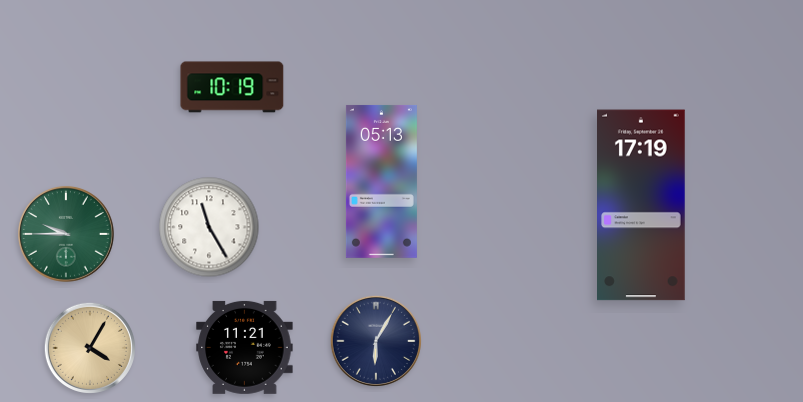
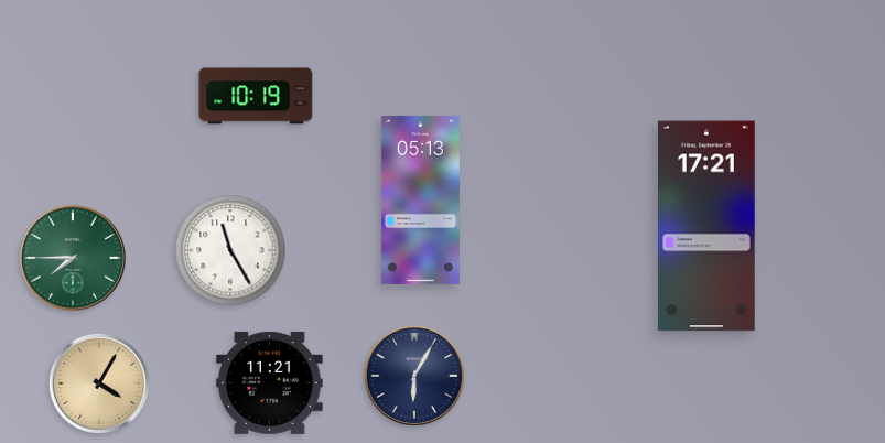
clock at (642, 205): 17:19 -> 17:21
clock at (66, 234): 9:45 -> 7:45
